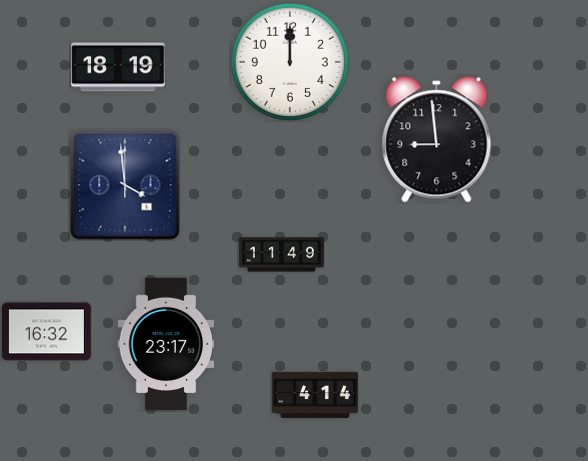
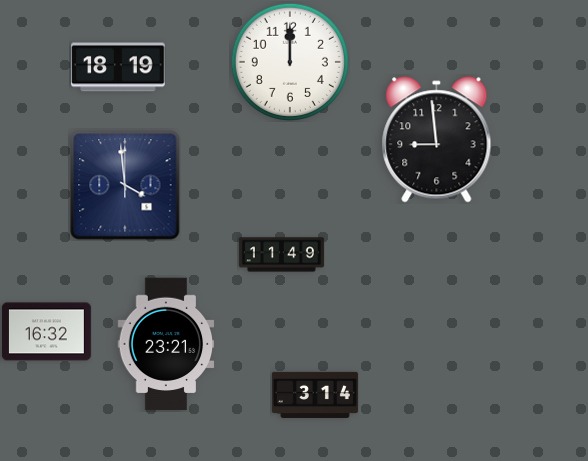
clock at (166, 344): 23:17 -> 23:21
clock at (315, 395): 4:14 -> 3:14
